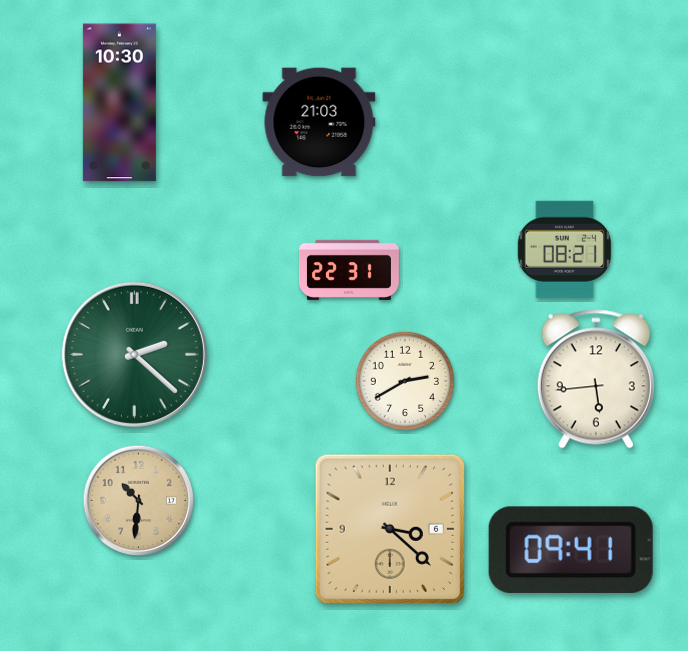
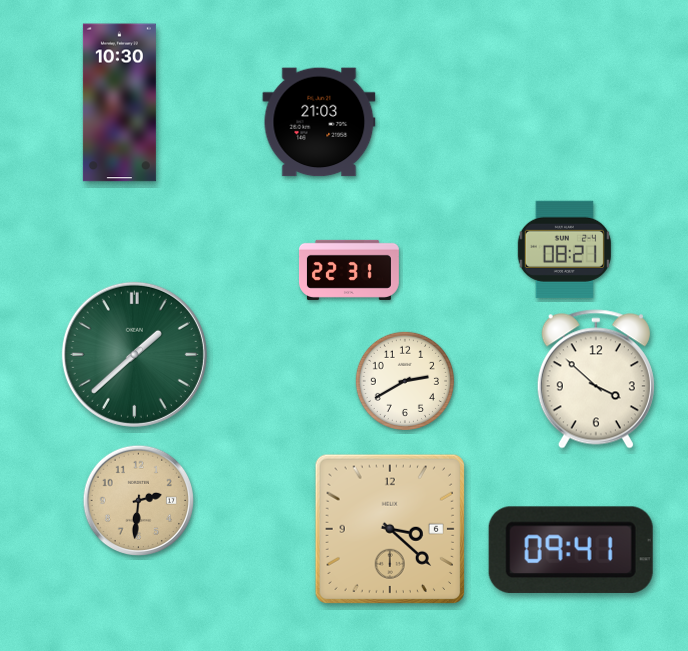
clock at (134, 354): 2:22 -> 1:38
clock at (596, 379): 5:44 -> 3:52
clock at (139, 501): 10:31 -> 2:31
